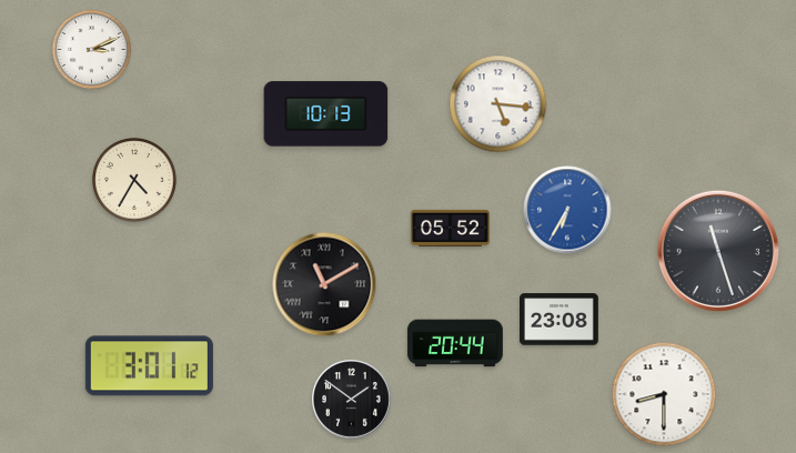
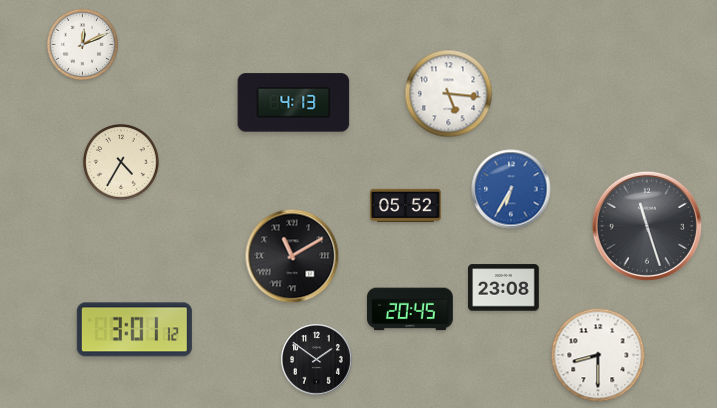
clock at (92, 50): 3:11 -> 12:11
clock at (326, 114): 10:13 -> 4:13
clock at (455, 343): 20:44 -> 20:45
